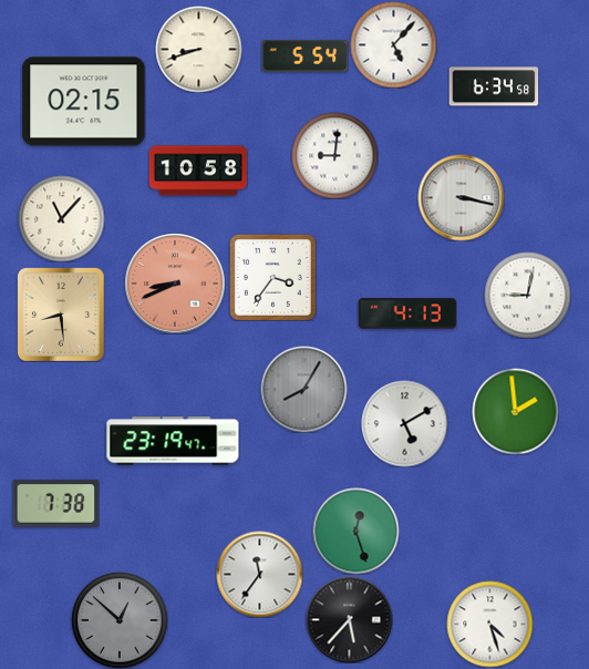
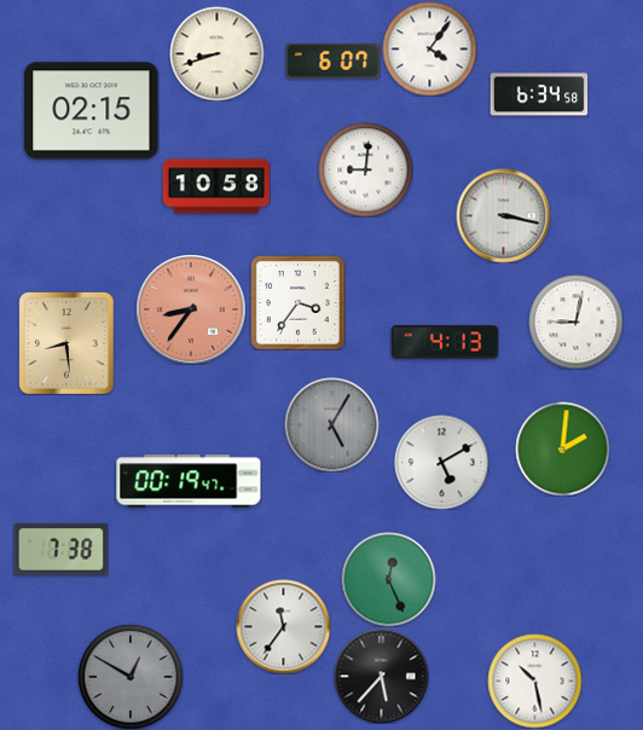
clock at (393, 44): 5:07 -> 4:06
clock at (304, 56): 5:54 -> 6:07
clock at (61, 218): 11:07 -> none
clock at (175, 284): 8:41 -> 8:36
clock at (303, 389): 8:05 -> 5:05
clock at (515, 411): 1:59 -> 2:01
clock at (173, 441): 23:19 -> 00:19
clock at (355, 531): 12:27 -> 12:26
clock at (120, 620): 12:52 -> 12:50
clock at (489, 624): 4:27 -> 10:28
